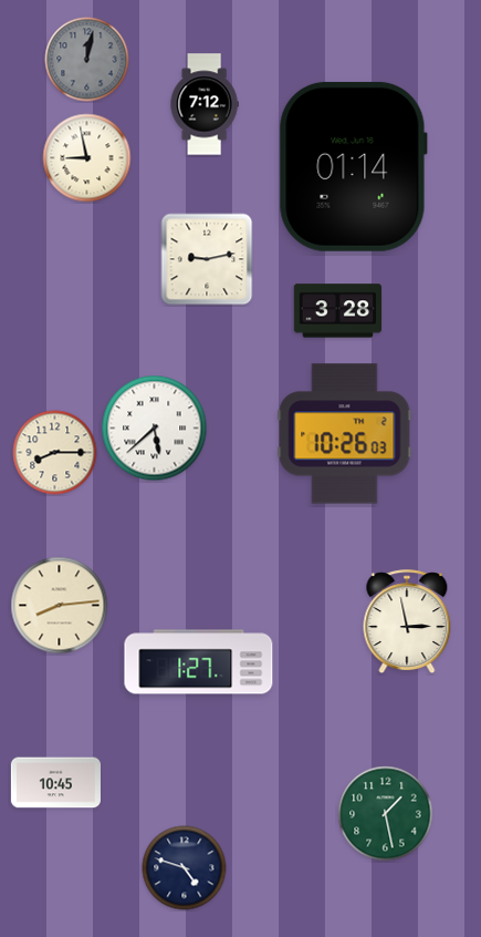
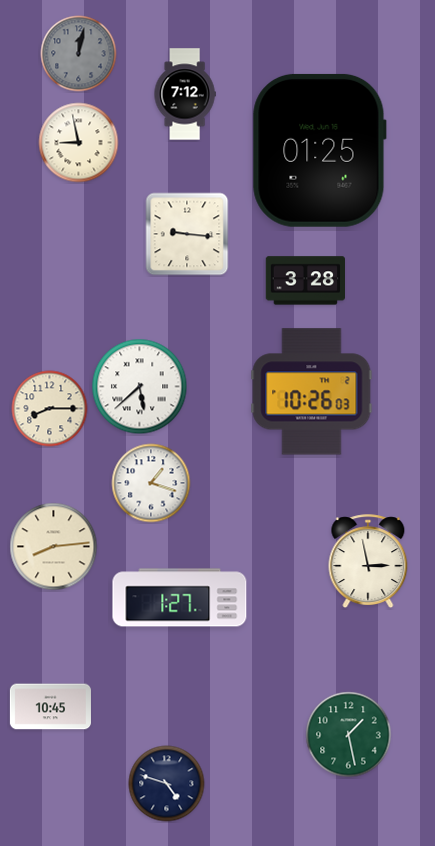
clock at (353, 166): 01:14 -> 01:25
clock at (207, 259): 9:13 -> 9:16
clock at (151, 483): none -> 1:18
